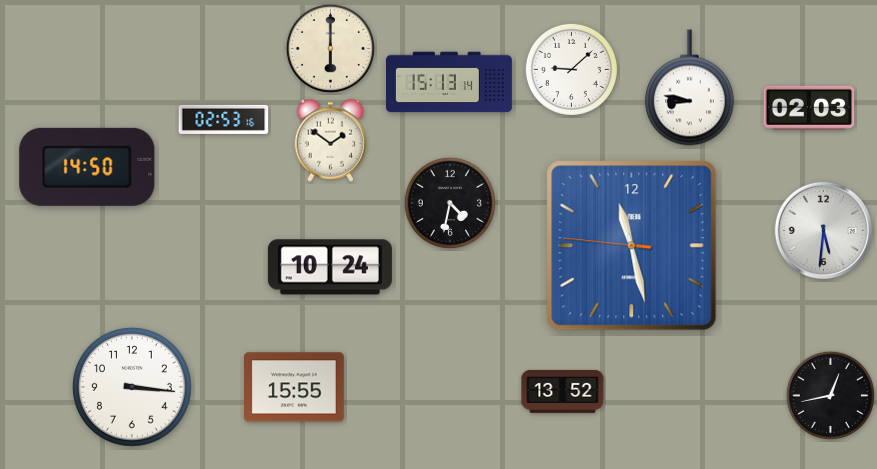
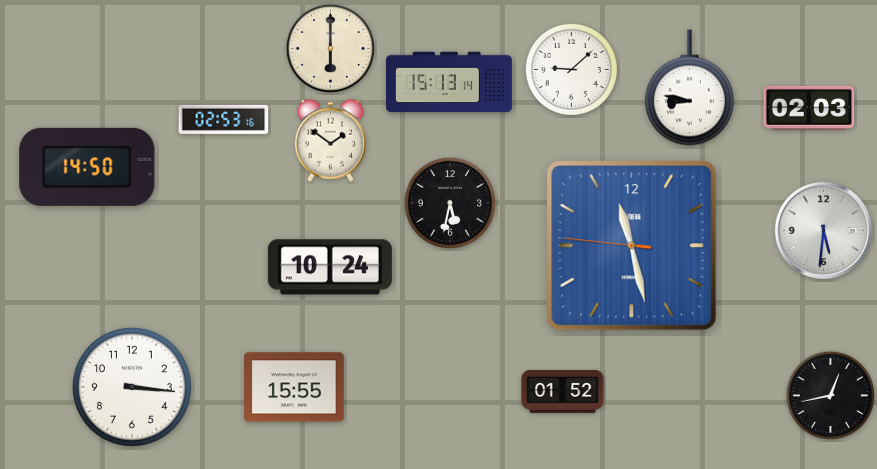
clock at (450, 203): 4:32 -> 5:32
clock at (563, 391): 13:52 -> 01:52
